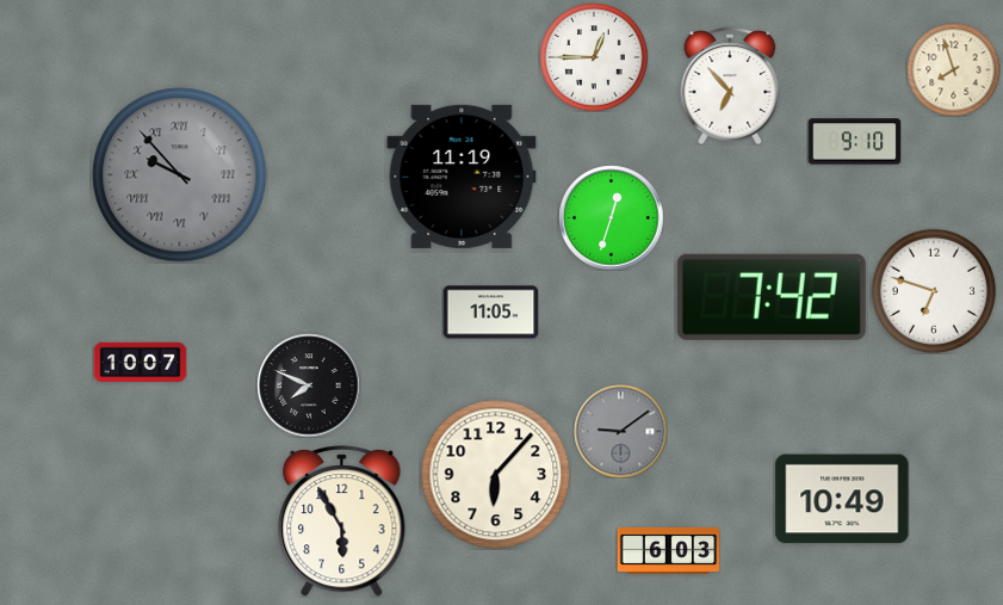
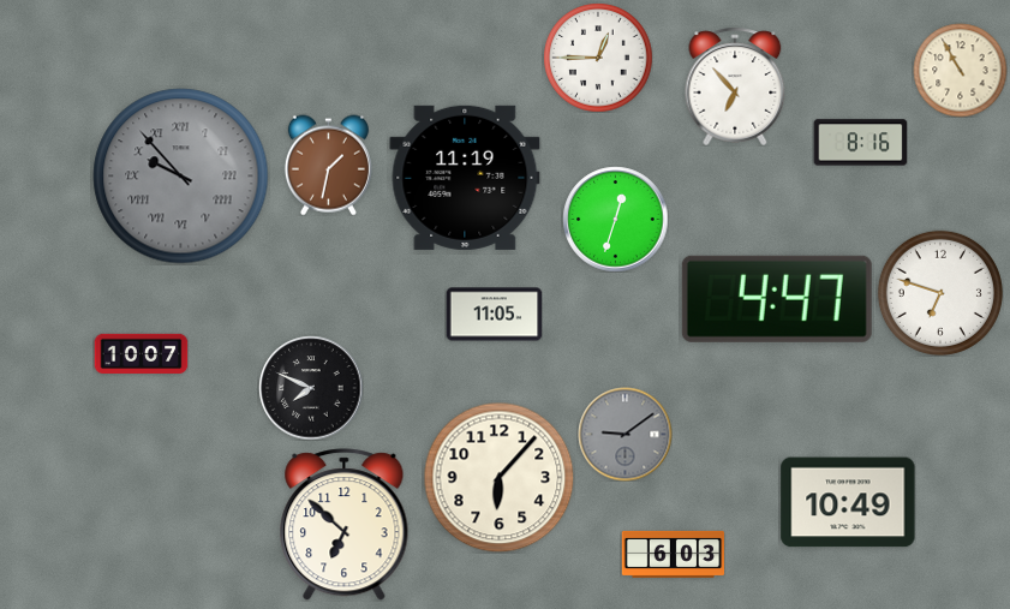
clock at (953, 69): 7:57 -> 10:55
clock at (854, 142): 9:10 -> 8:16
clock at (328, 165): none -> 1:32
clock at (772, 297): 7:42 -> 4:47
clock at (140, 362) position: (140, 362) -> (141, 353)
clock at (342, 521): 5:55 -> 6:52
